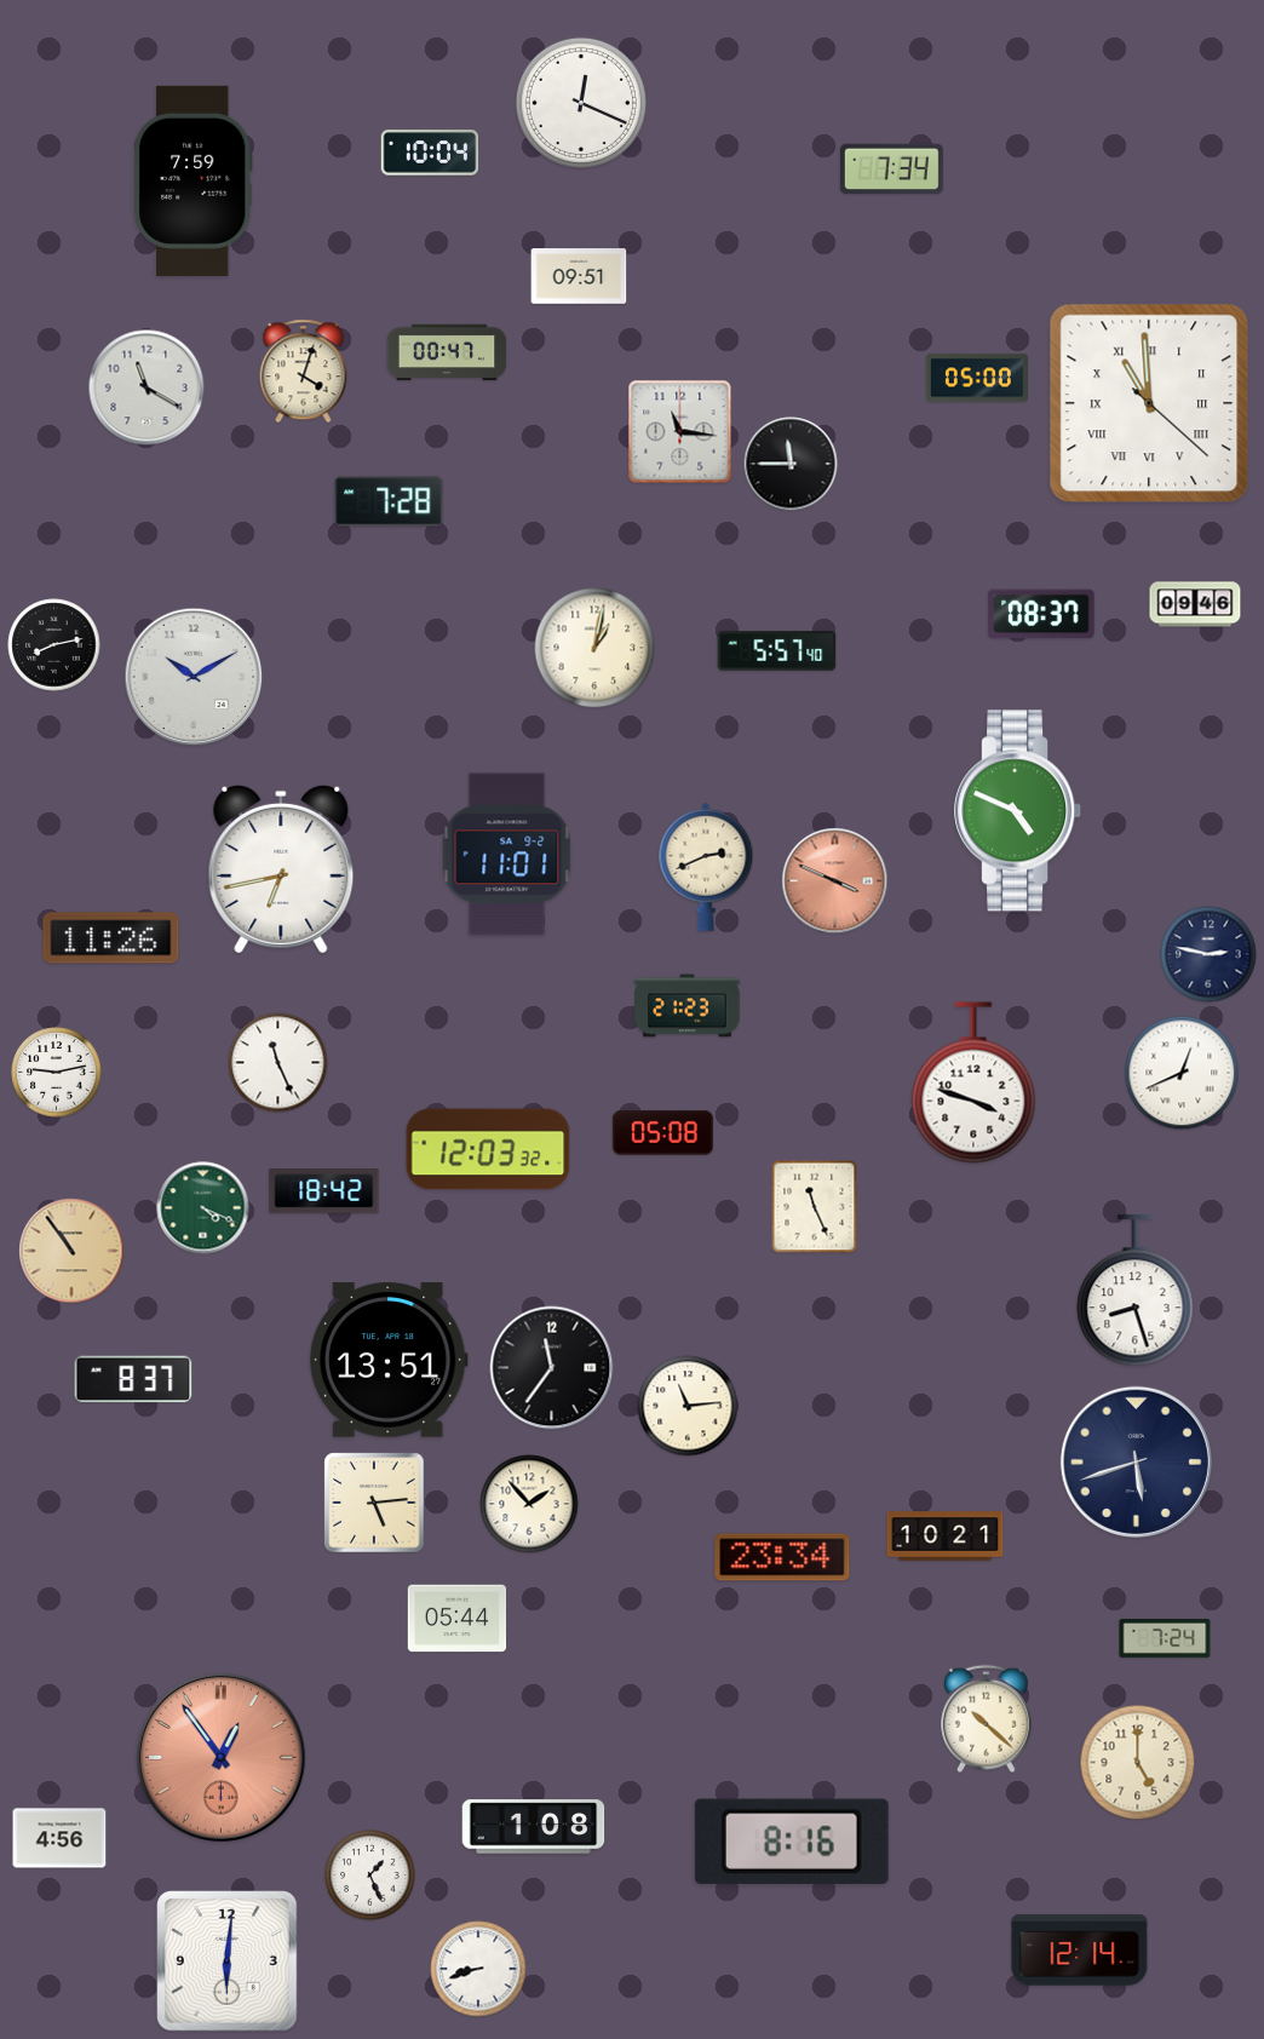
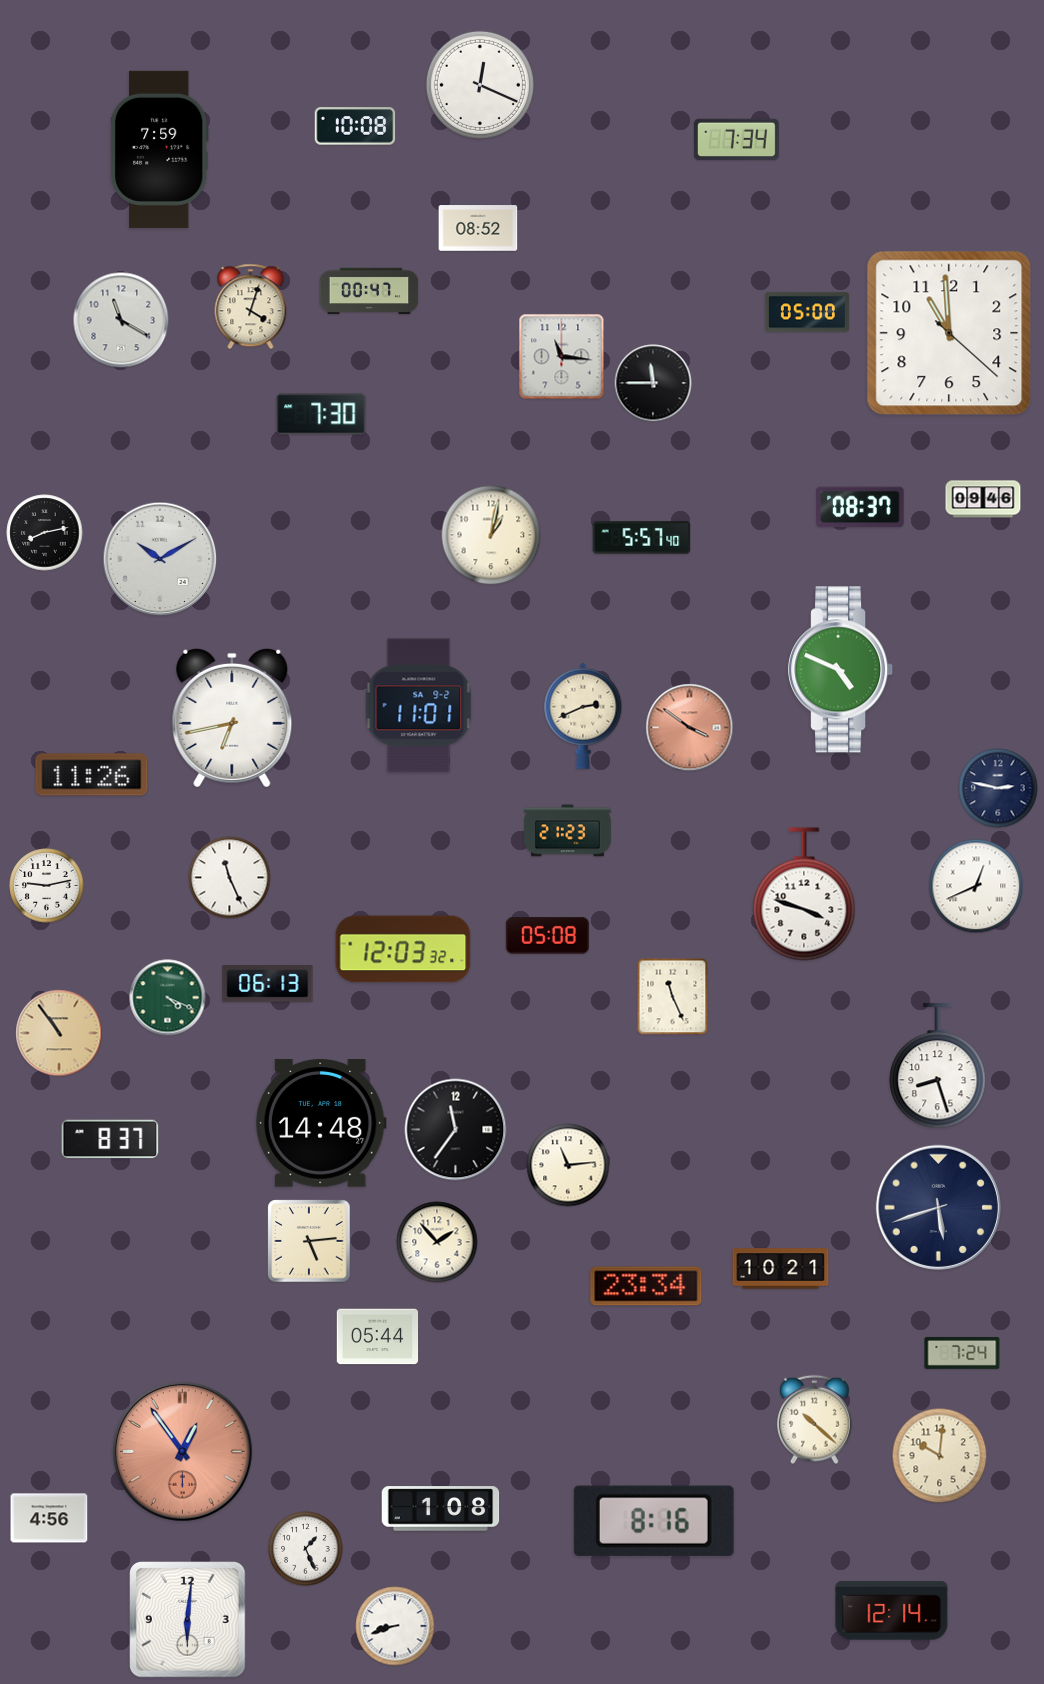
clock at (430, 153): 10:04 -> 10:08
clock at (579, 276): 09:51 -> 08:52
clock at (1149, 403) numerals: Roman -> Arabic
clock at (389, 501): 7:28 -> 7:30
clock at (1195, 604) position: (1195, 604) -> (983, 499)
clock at (835, 881): 3:49 -> 3:51
clock at (324, 1191): 18:42 -> 06:13
clock at (389, 1360): 13:51 -> 14:48
clock at (688, 1406) position: (688, 1406) -> (568, 1165)
clock at (1138, 1763): 5:00 -> 10:01
